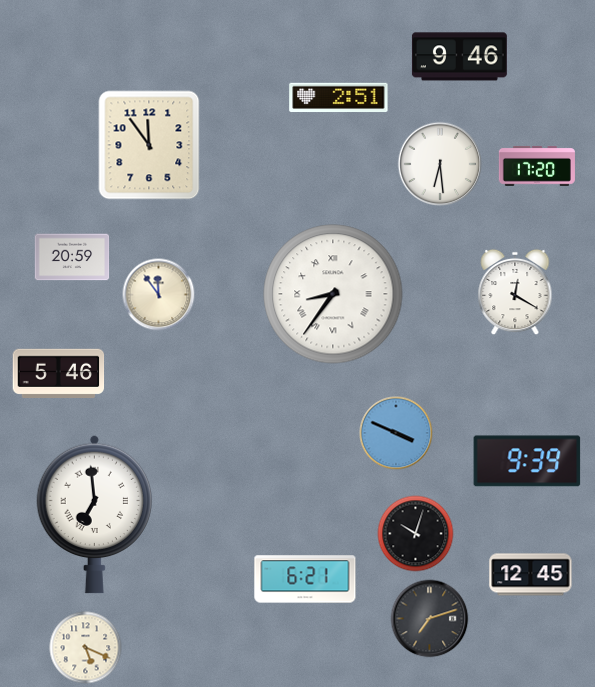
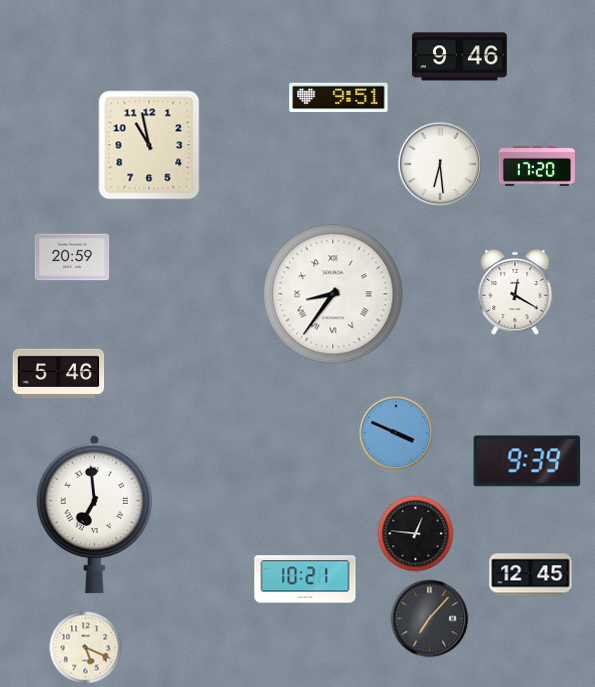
clock at (339, 98): 2:51 -> 9:51
clock at (149, 145): 11:54 -> 10:58
clock at (159, 295): 11:54 -> none
clock at (416, 534): 10:03 -> 12:46
clock at (305, 579): 6:21 -> 10:21
clock at (430, 619): 7:12 -> 7:07
